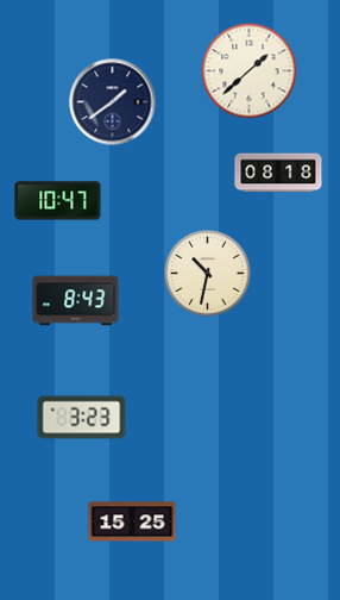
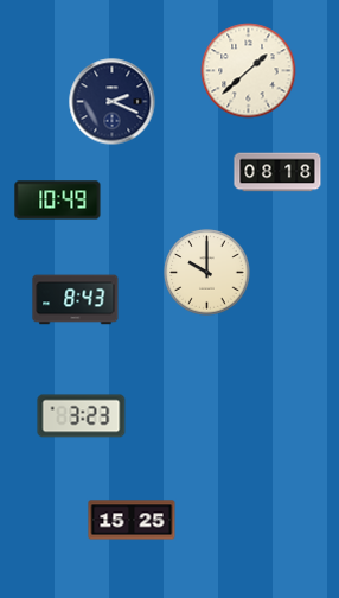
clock at (113, 102): 1:39 -> 2:19
clock at (58, 201): 10:47 -> 10:49
clock at (208, 274): 10:32 -> 10:00
